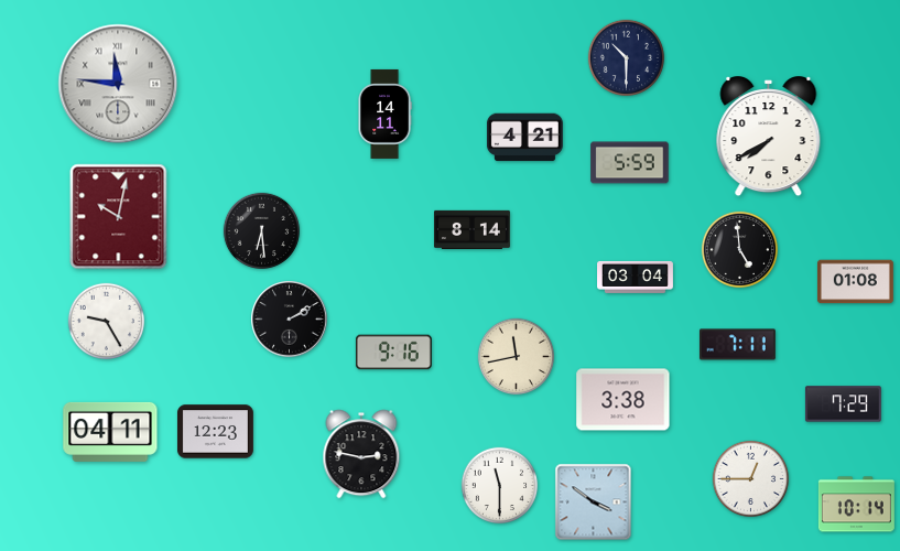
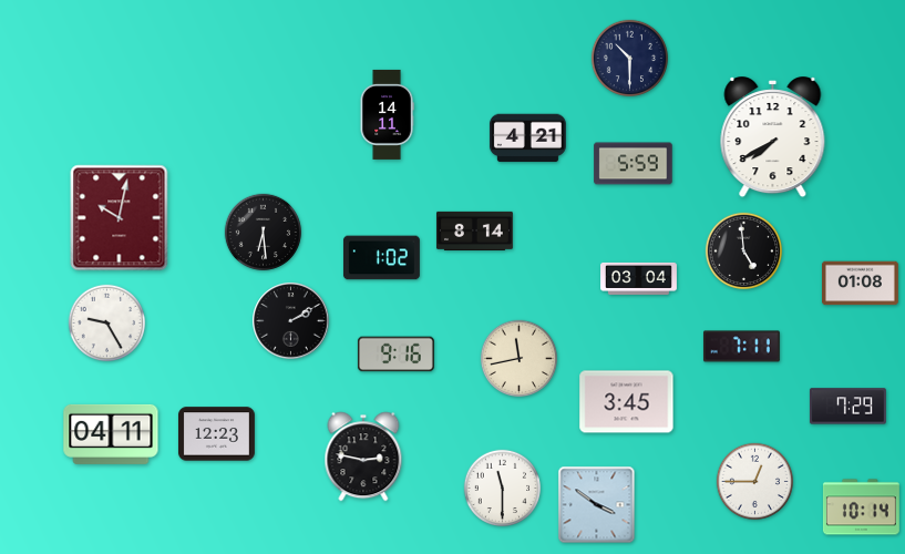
clock at (118, 84): 11:46 -> none
clock at (381, 258): none -> 1:02
clock at (624, 400): 3:38 -> 3:45
